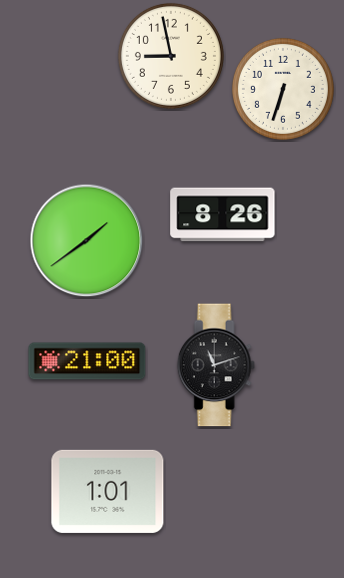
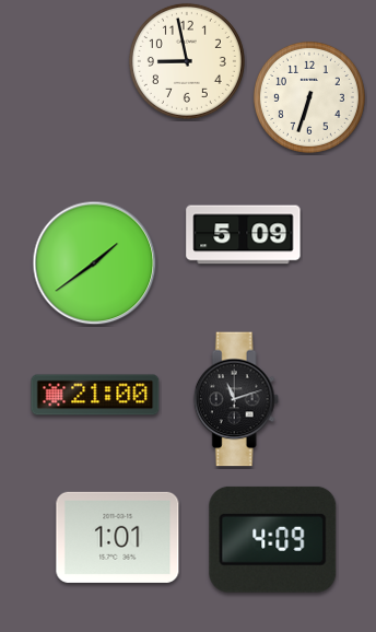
clock at (223, 215): 8:26 -> 5:09
clock at (273, 539): none -> 4:09
